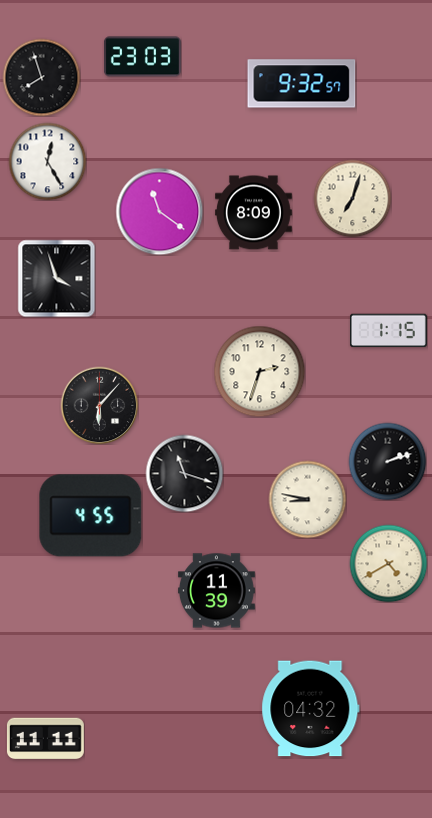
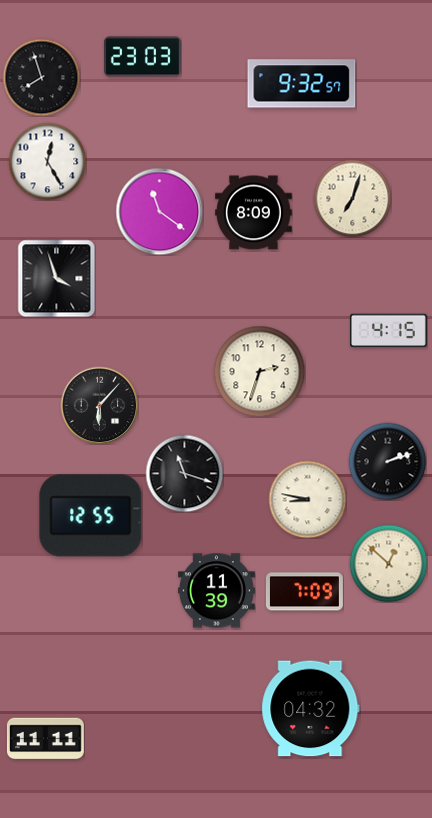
clock at (388, 331): 1:15 -> 4:15
clock at (91, 516): 4:55 -> 12:55
clock at (388, 563): 4:40 -> 12:52
clock at (304, 592): none -> 7:09
